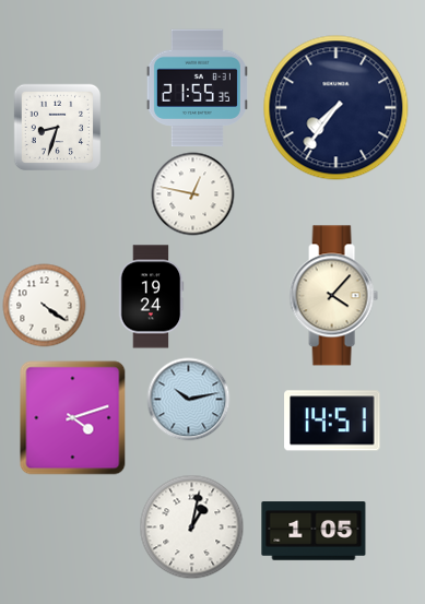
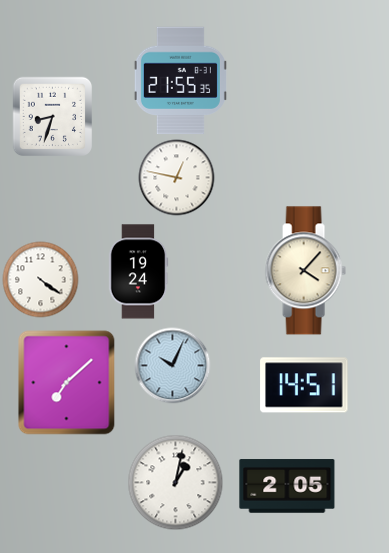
clock at (337, 108): 7:36 -> none
clock at (189, 400): 10:13 -> 10:04
clock at (73, 418): 4:12 -> 7:08
clock at (314, 531): 1:05 -> 2:05
